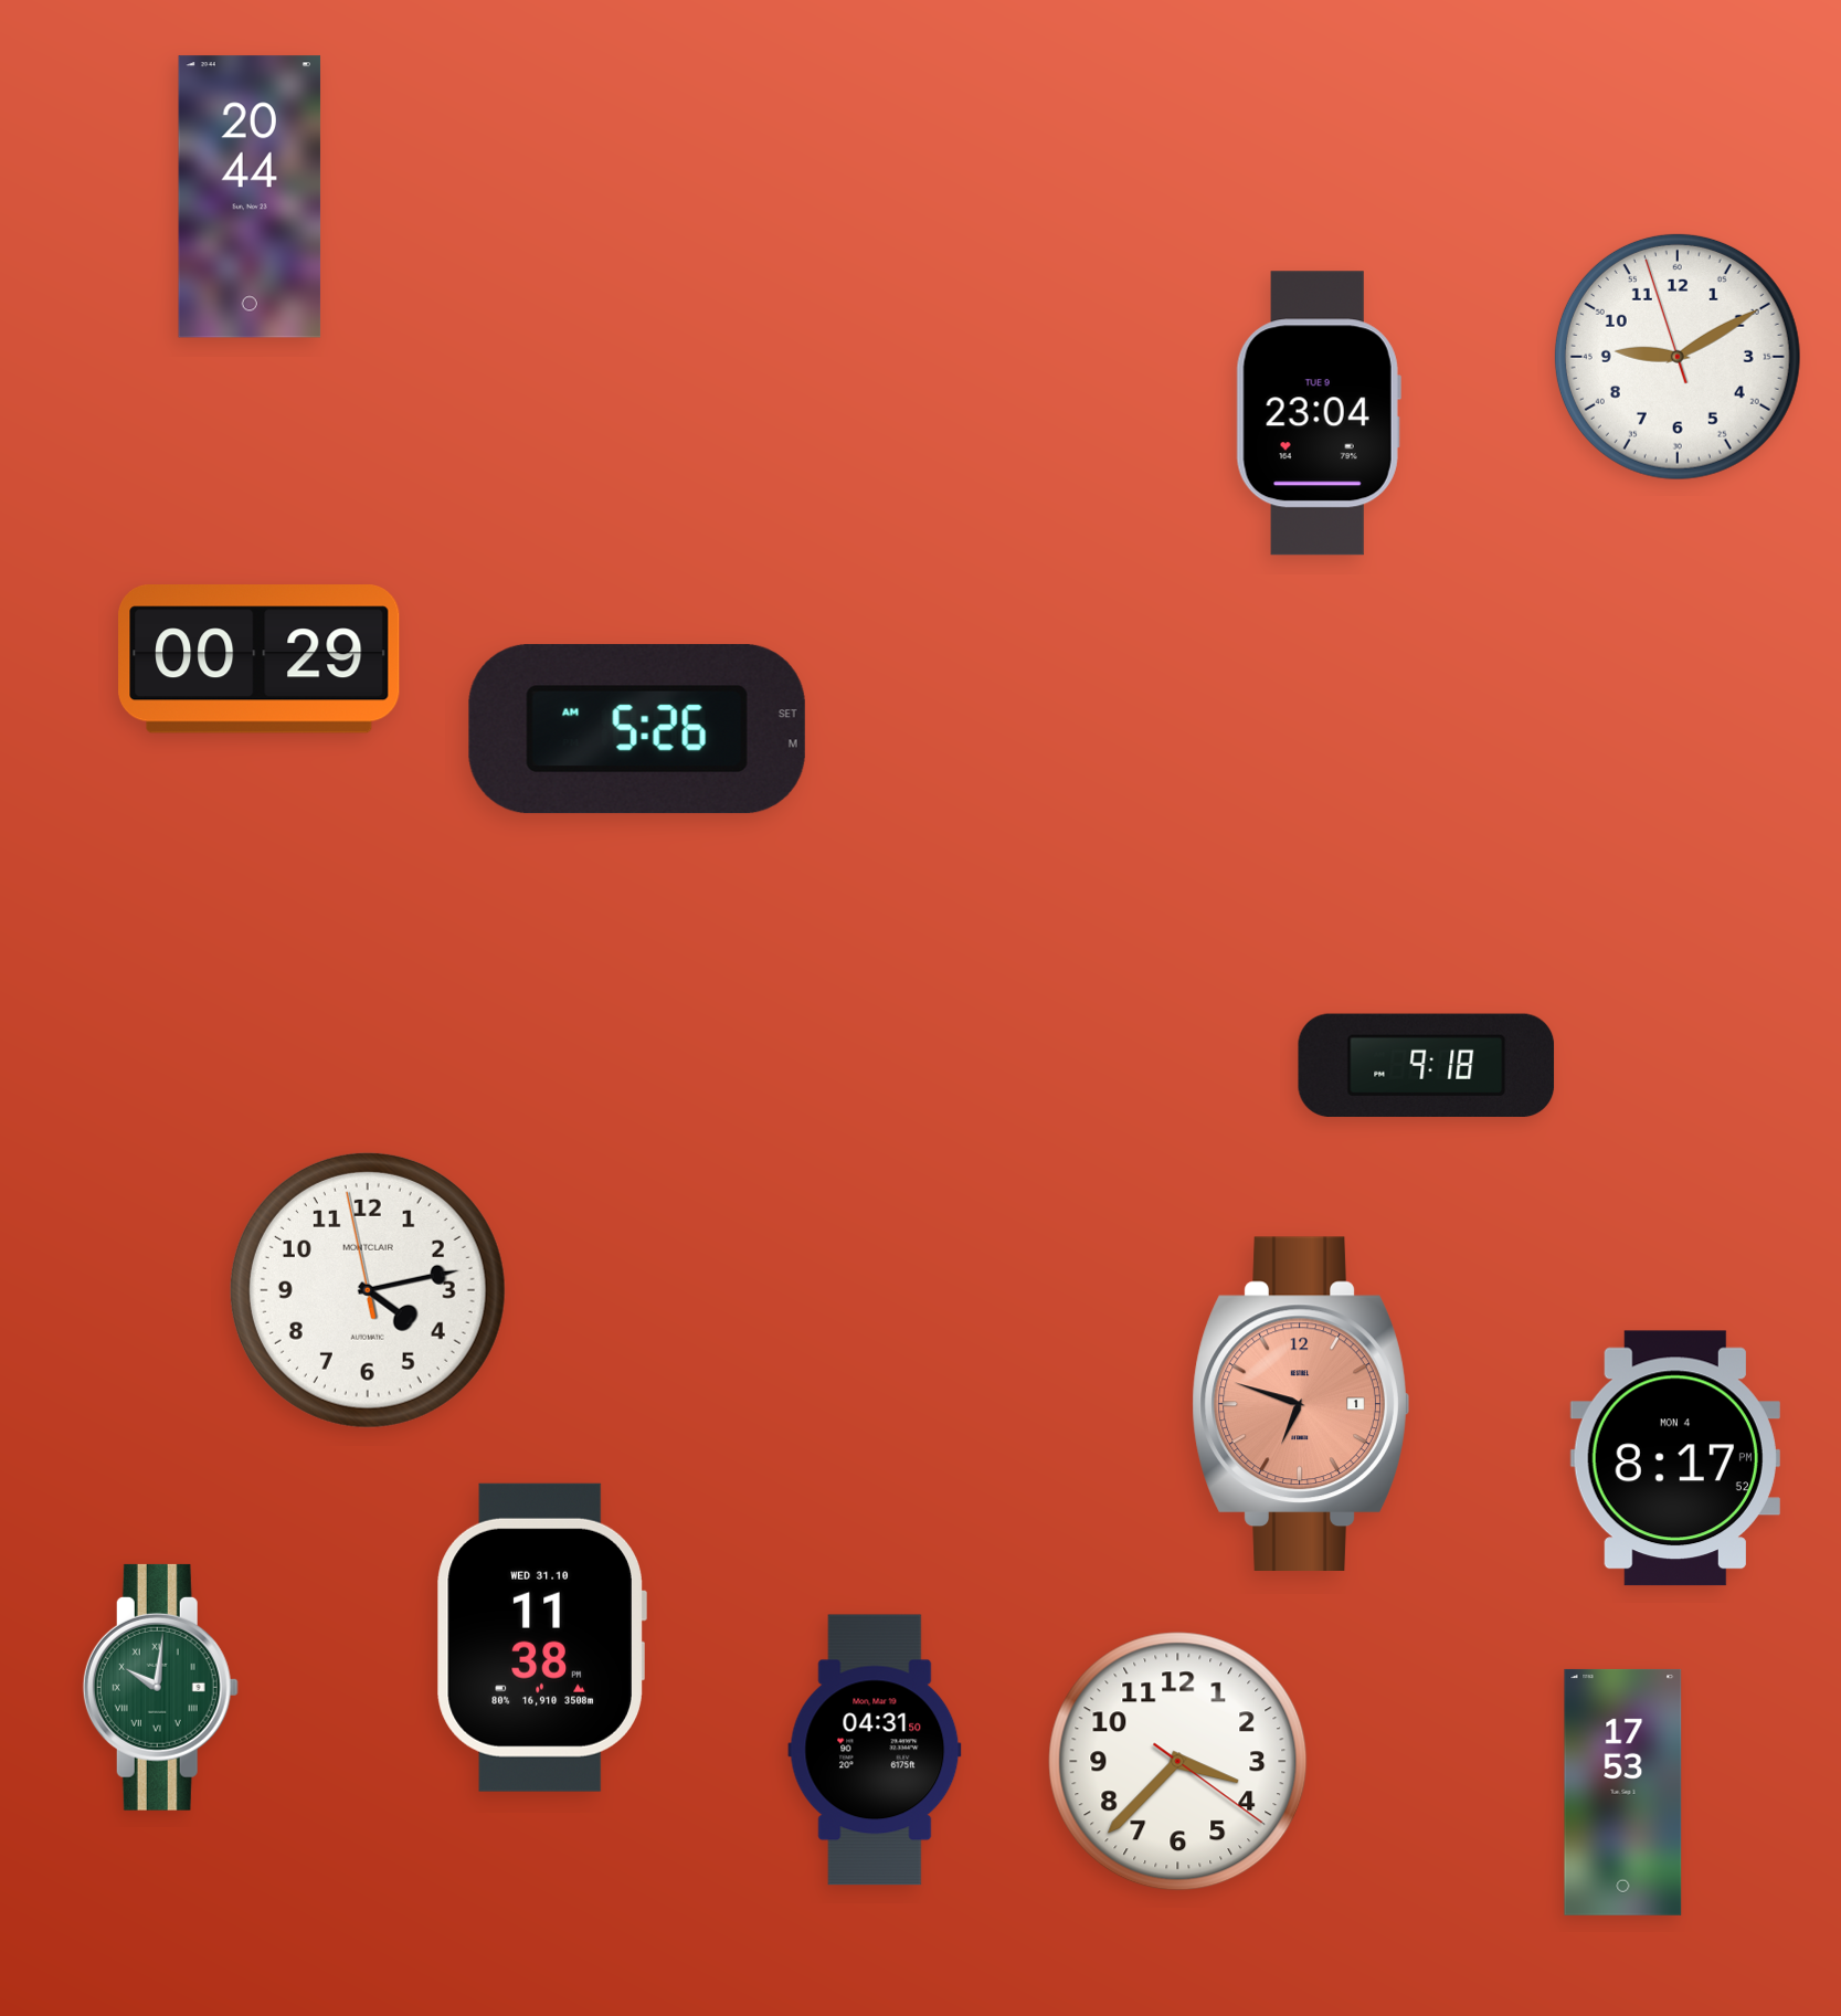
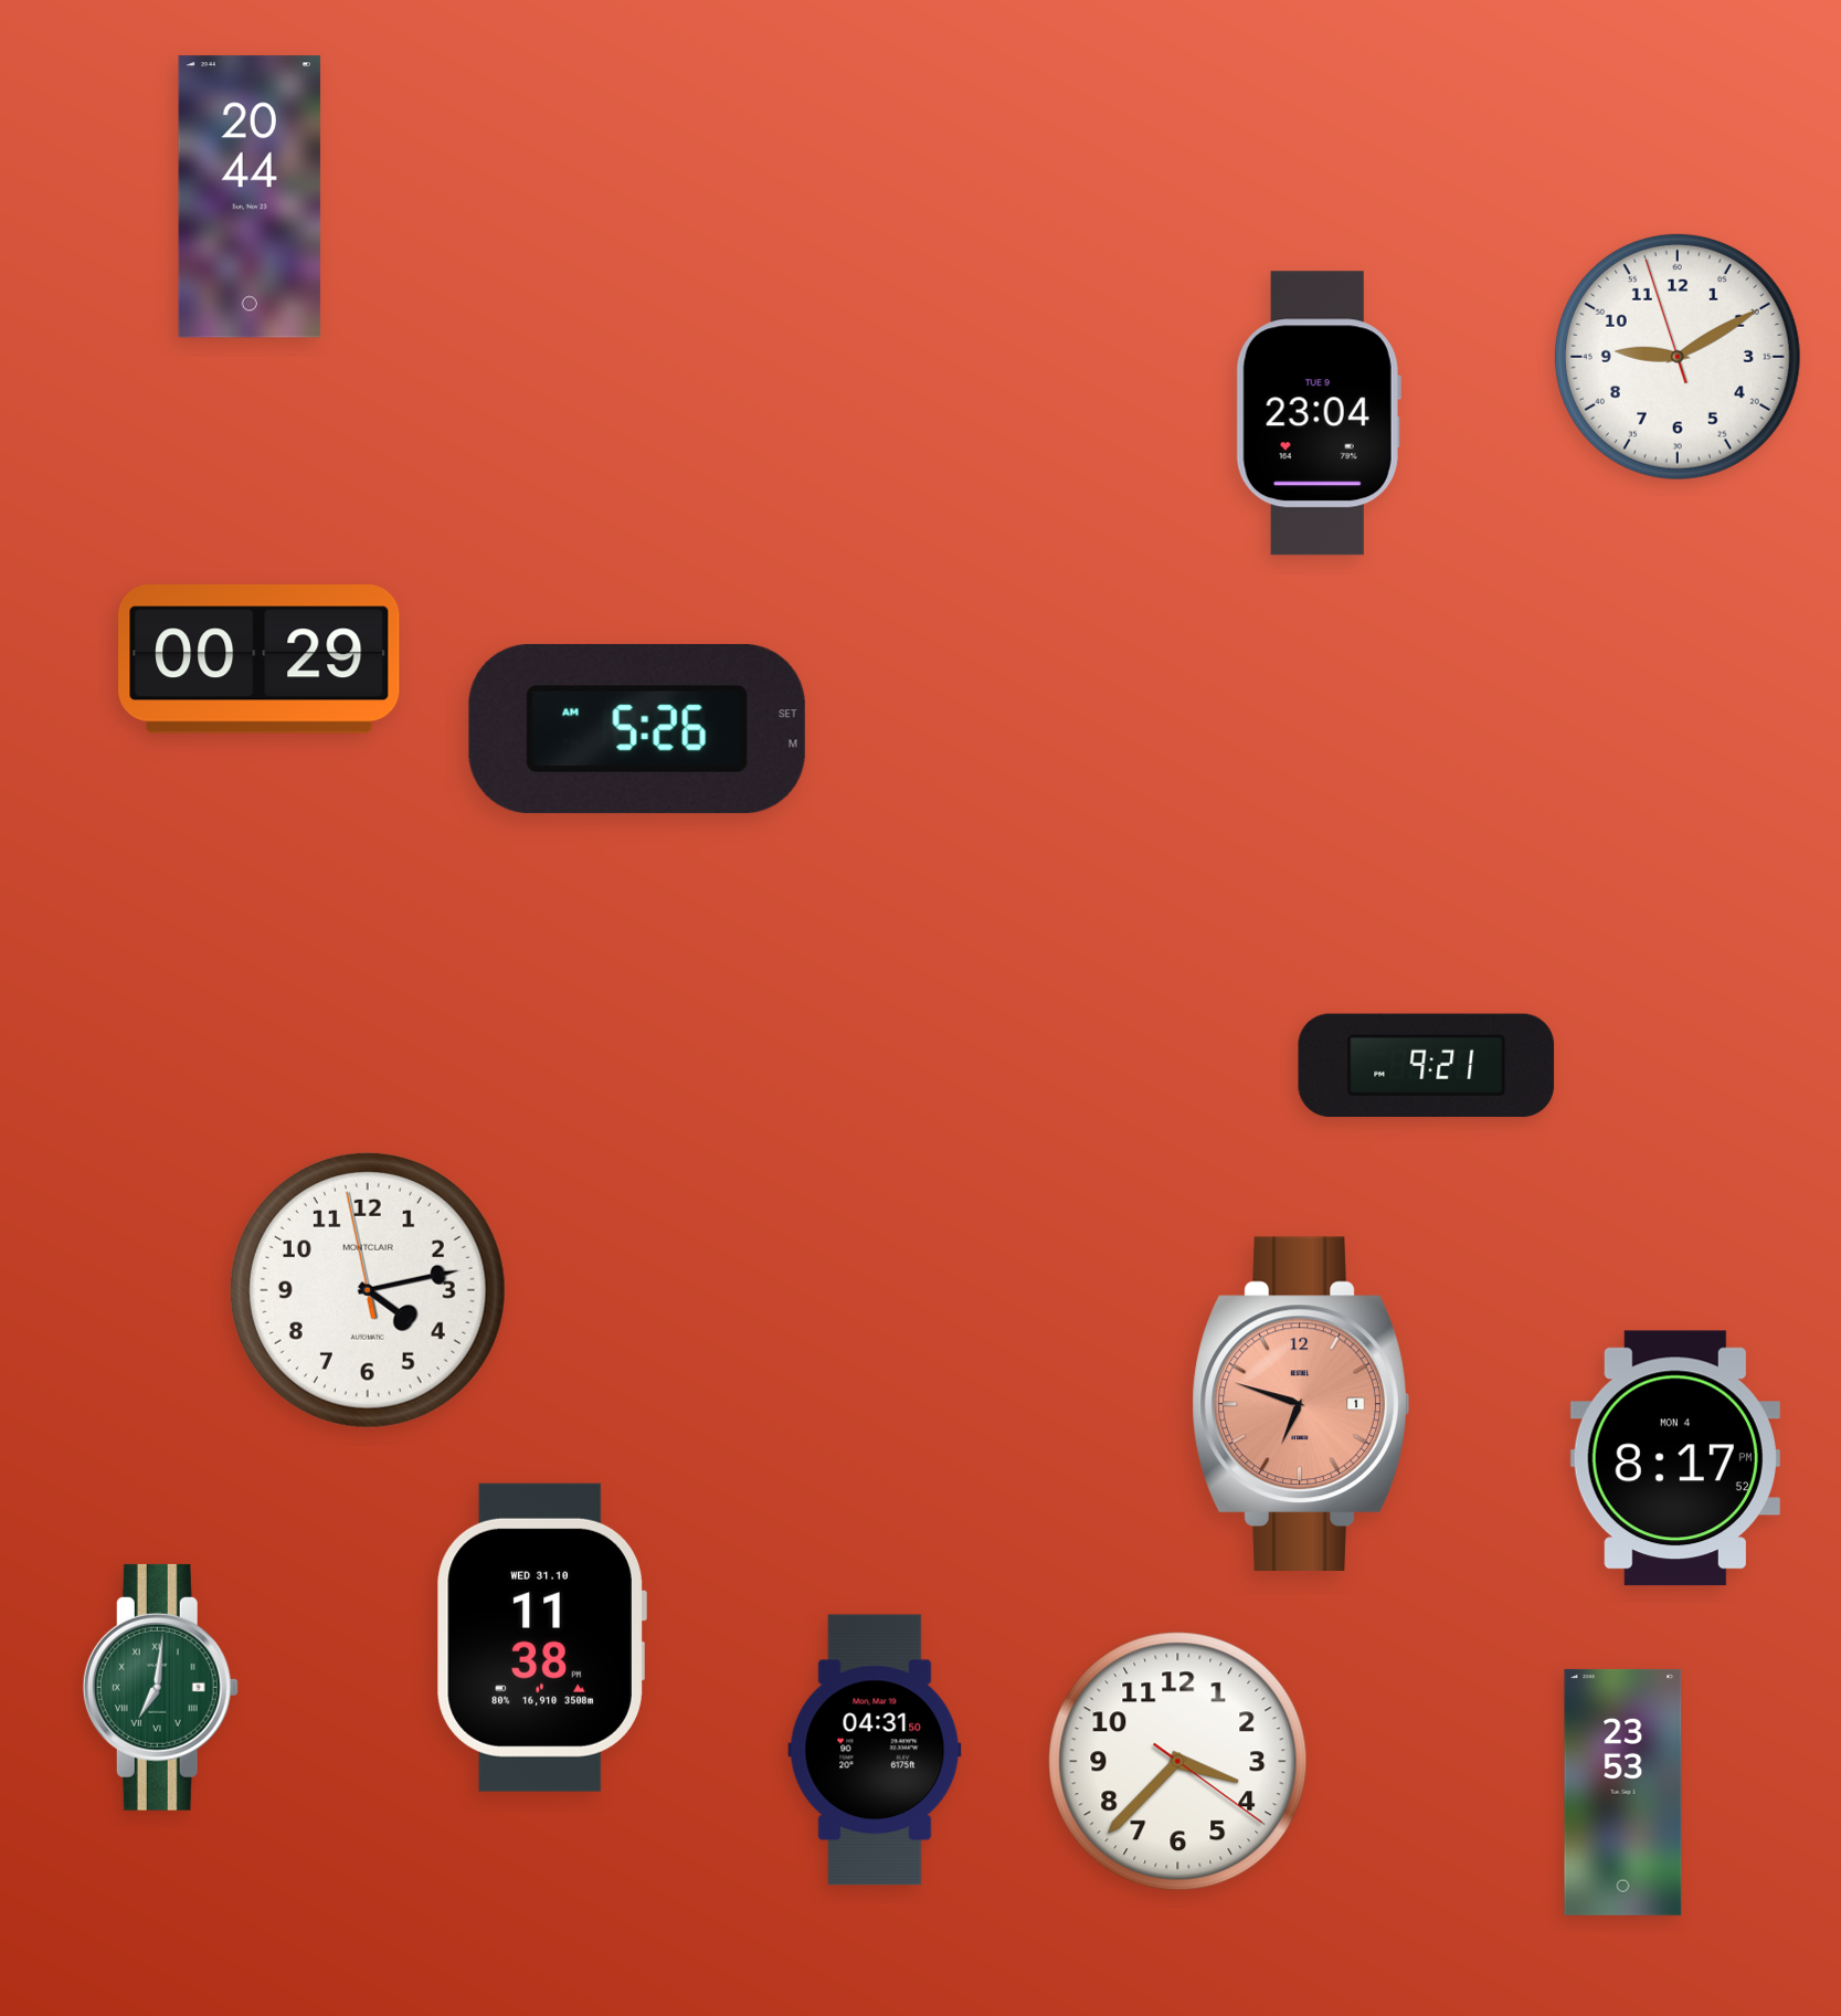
clock at (1427, 1065): 9:18 -> 9:21
clock at (160, 1687): 10:01 -> 7:01
clock at (1623, 1792): 17:53 -> 23:53
